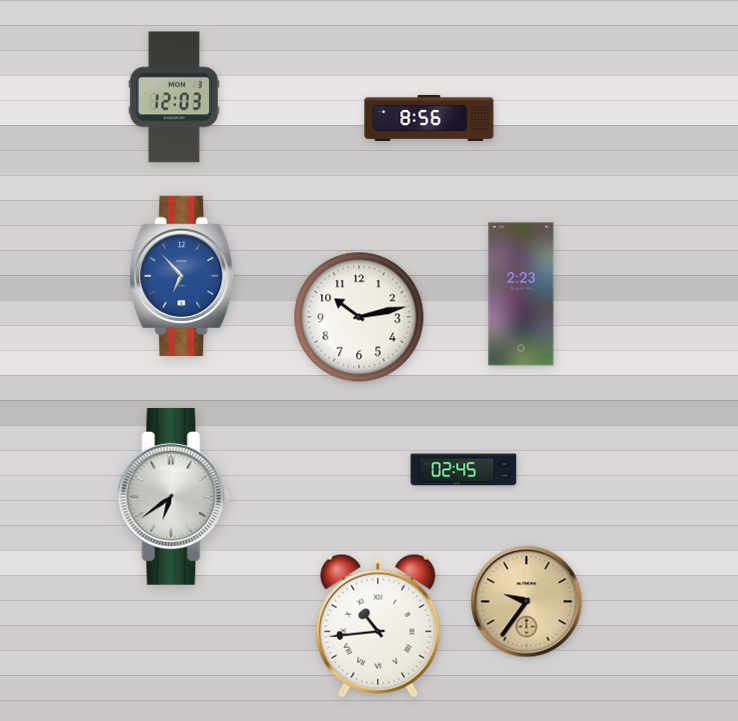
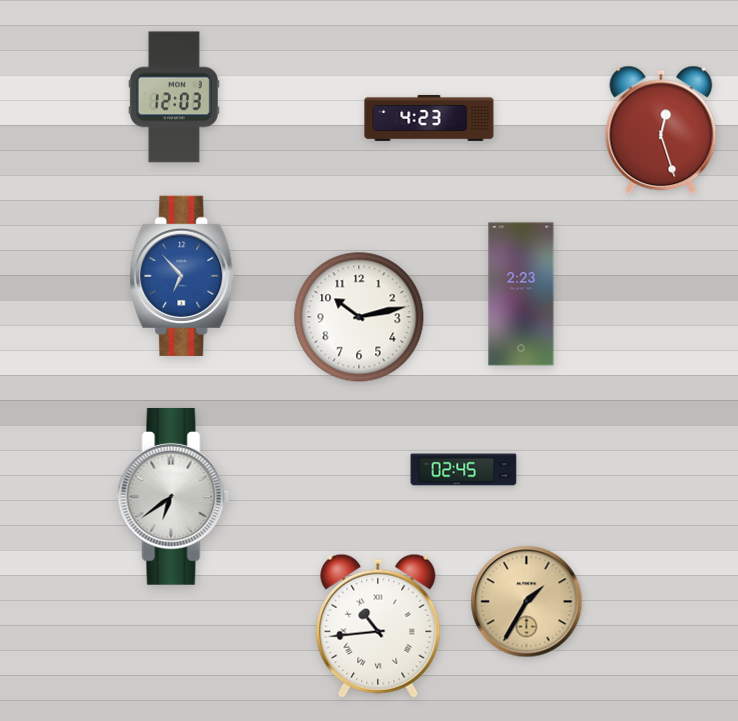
clock at (429, 118): 8:56 -> 4:23
clock at (661, 130): none -> 12:27
clock at (527, 602): 9:36 -> 1:35
